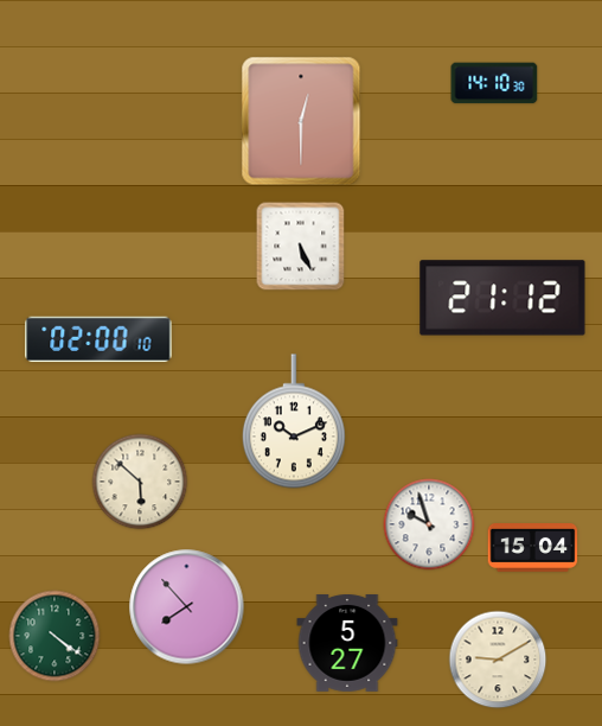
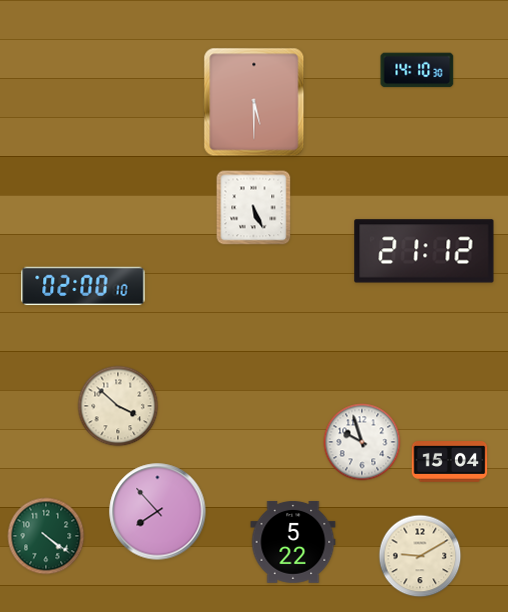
clock at (301, 121): 12:30 -> 5:30
clock at (294, 421): 10:11 -> none
clock at (140, 482): 5:52 -> 3:52
clock at (347, 644): 5:27 -> 5:22
